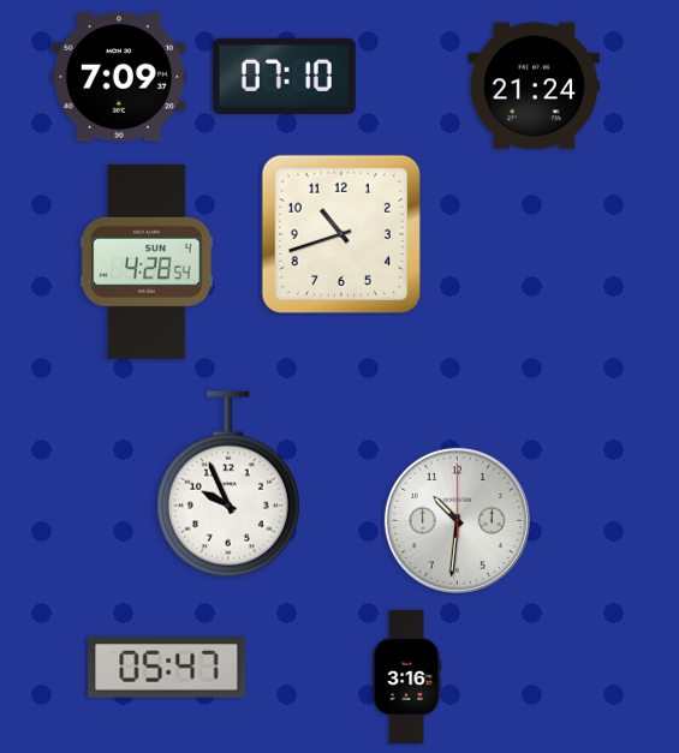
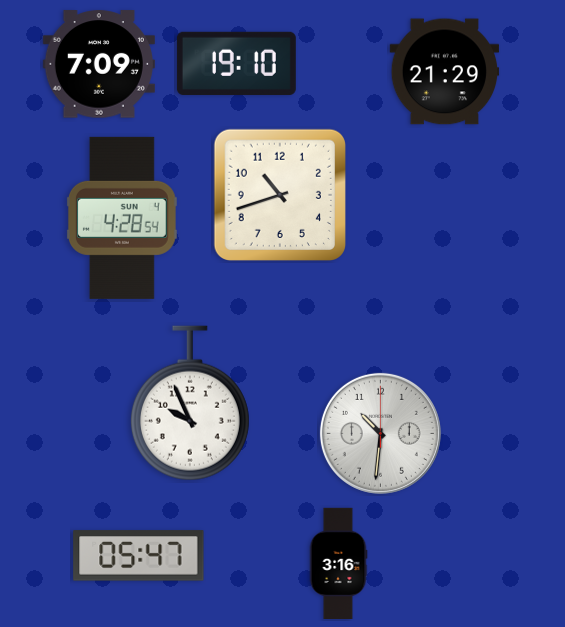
clock at (284, 76): 07:10 -> 19:10
clock at (535, 86): 21:24 -> 21:29
clock at (341, 234) position: (341, 234) -> (280, 195)
